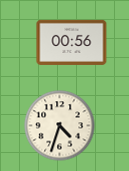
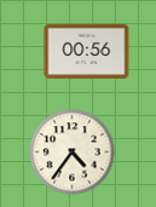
clock at (60, 126): 4:33 -> 4:36
